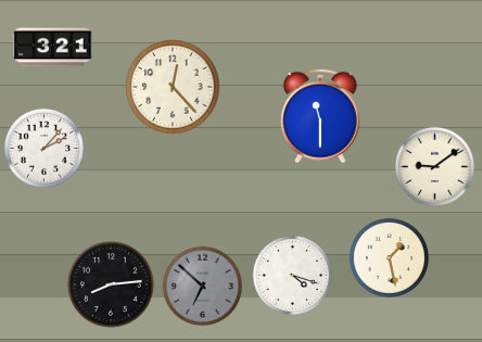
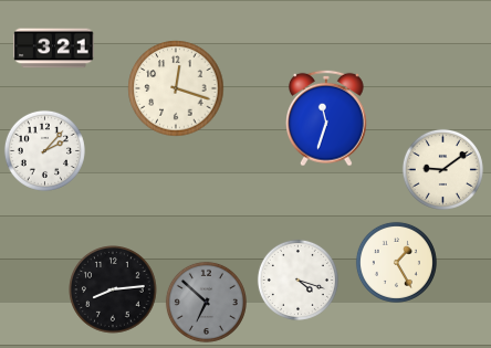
clock at (173, 87): 12:23 -> 12:18
clock at (321, 116): 11:30 -> 11:33
clock at (389, 257): 1:28 -> 1:25
clock at (202, 286) position: (202, 286) -> (206, 302)
